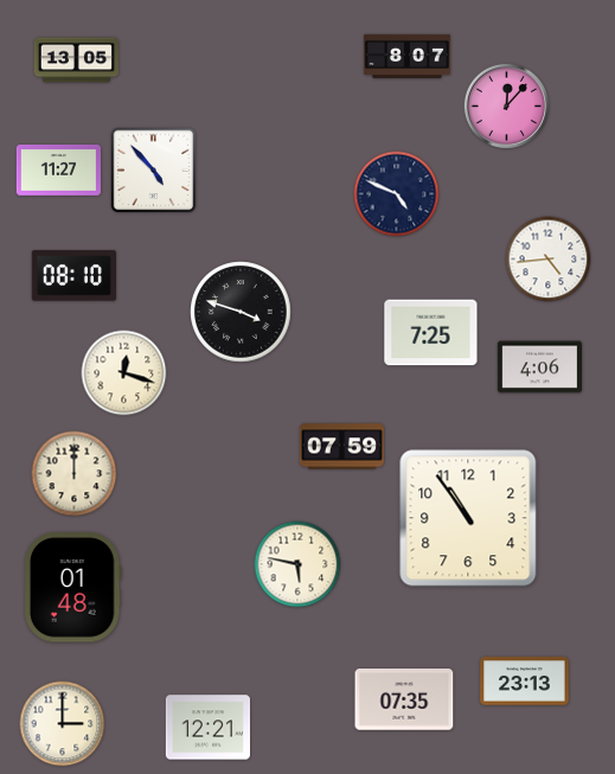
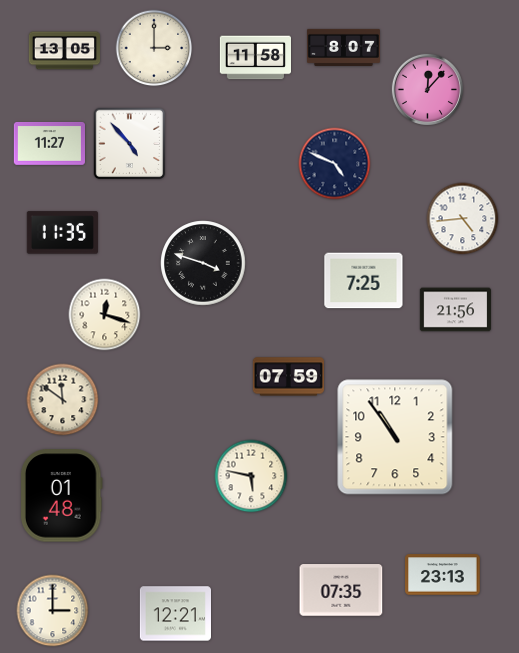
clock at (154, 48): none -> 3:00
clock at (255, 58): none -> 11:58
clock at (73, 276): 08:10 -> 11:35
clock at (539, 367): 4:06 -> 21:56
clock at (75, 474): 12:00 -> 11:51
